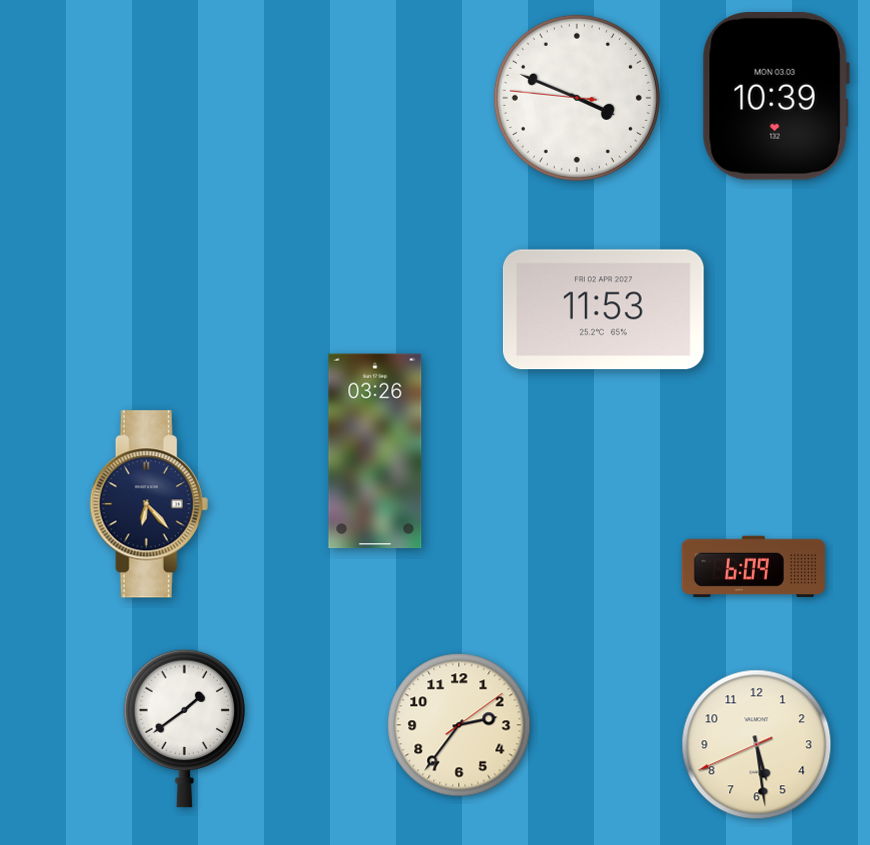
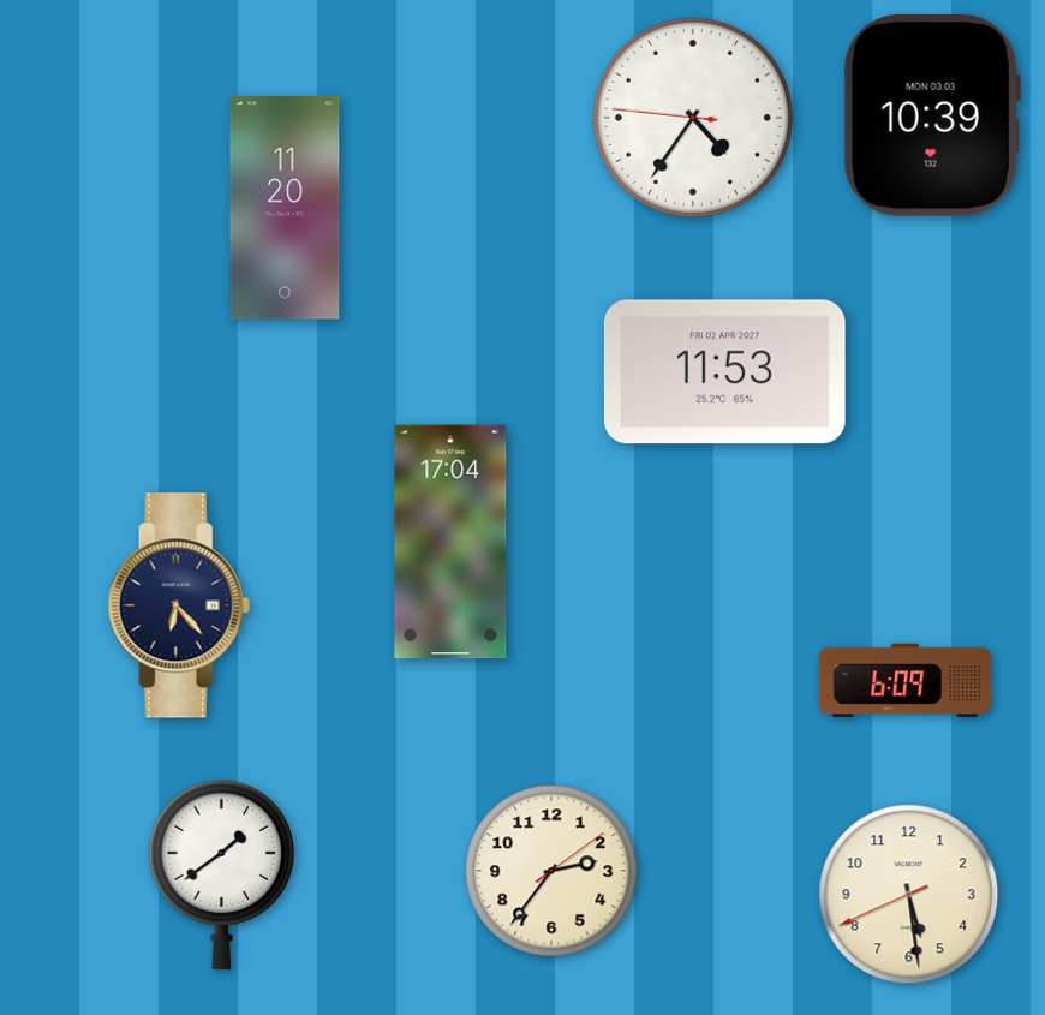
clock at (577, 98): 3:48 -> 4:35
clock at (285, 208): none -> 11:20
clock at (375, 451): 03:26 -> 17:04
